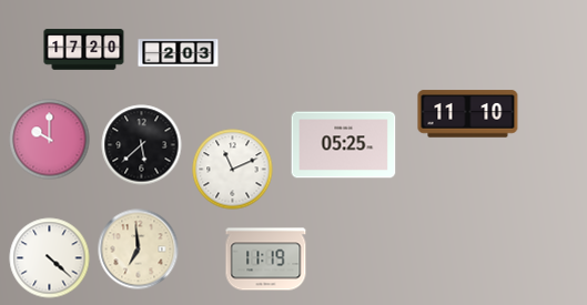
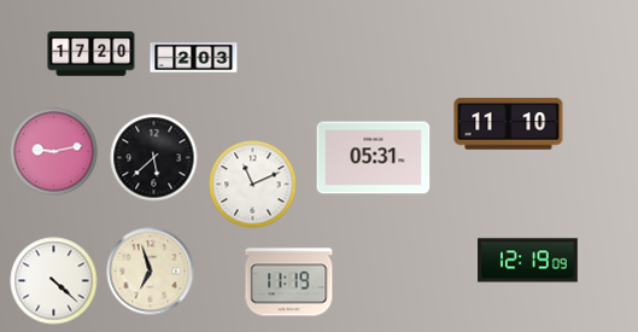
clock at (50, 140): 10:00 -> 9:13
clock at (344, 145): 05:25 -> 05:31
clock at (528, 261): none -> 12:19
clock at (139, 250): 6:59 -> 6:57
